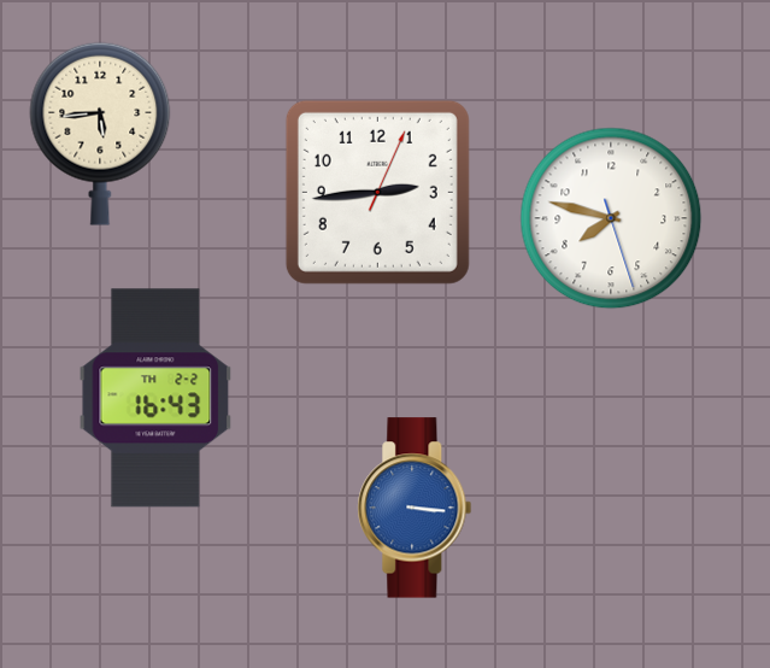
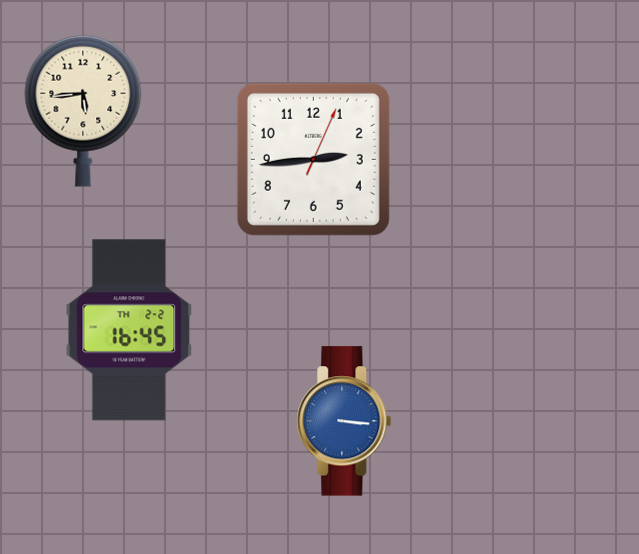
clock at (611, 218): 7:47 -> none
clock at (155, 398): 16:43 -> 16:45
